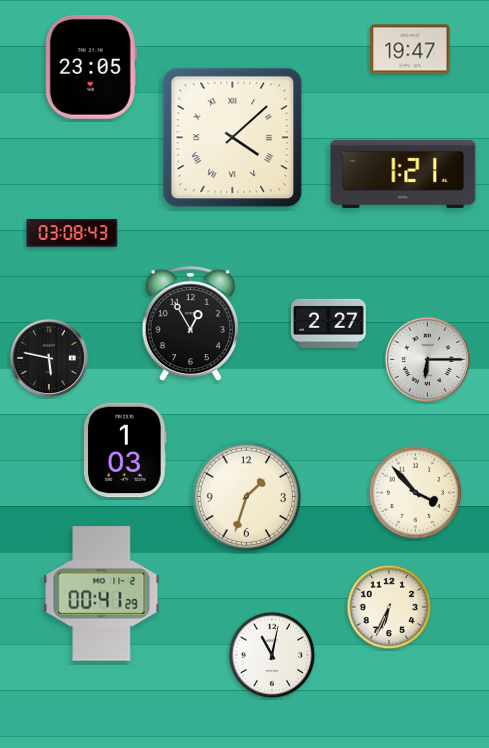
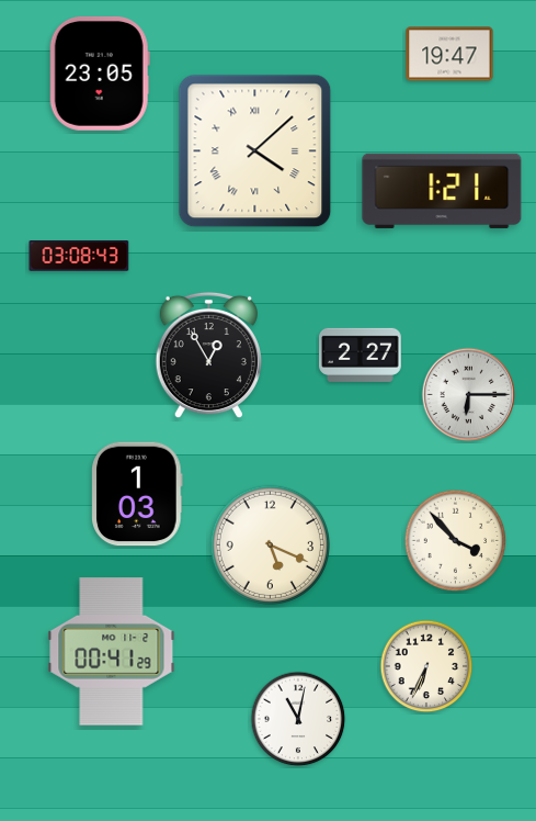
clock at (48, 357): 5:47 -> none
clock at (246, 496): 1:33 -> 5:19
